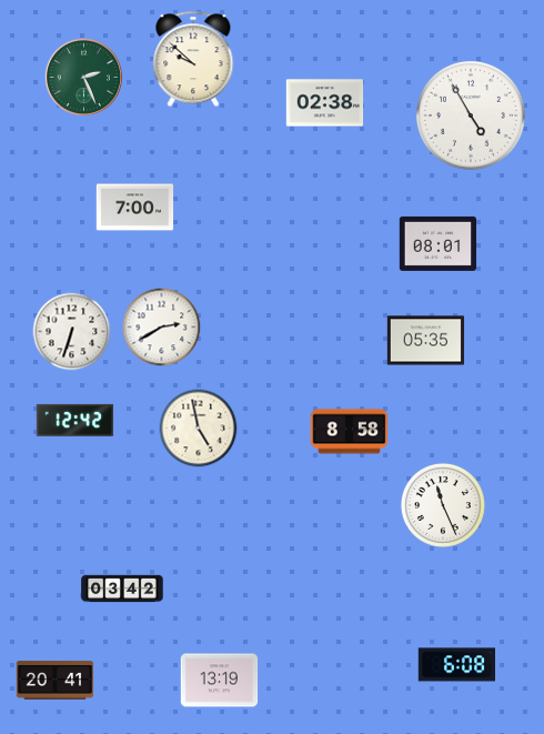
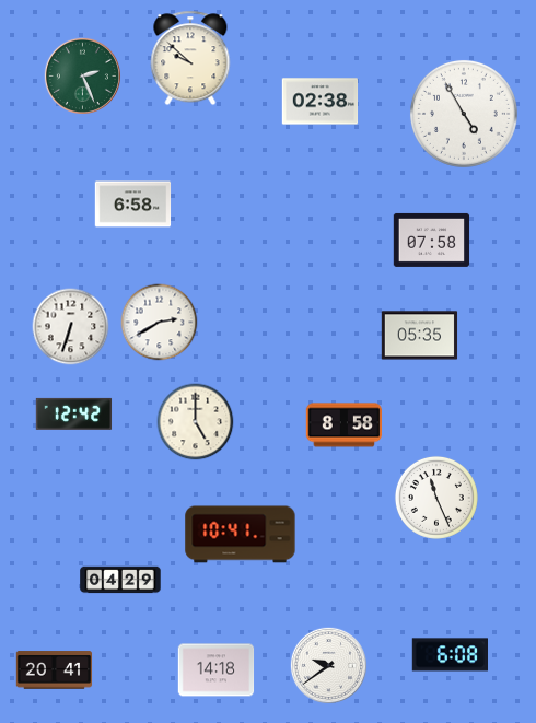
clock at (135, 208): 7:00 -> 6:58
clock at (439, 243): 08:01 -> 07:58
clock at (199, 429): 4:58 -> 5:00
clock at (241, 535): none -> 10:41
clock at (122, 589): 03:42 -> 04:29
clock at (328, 665): none -> 9:39
clock at (220, 681): 13:19 -> 14:18
